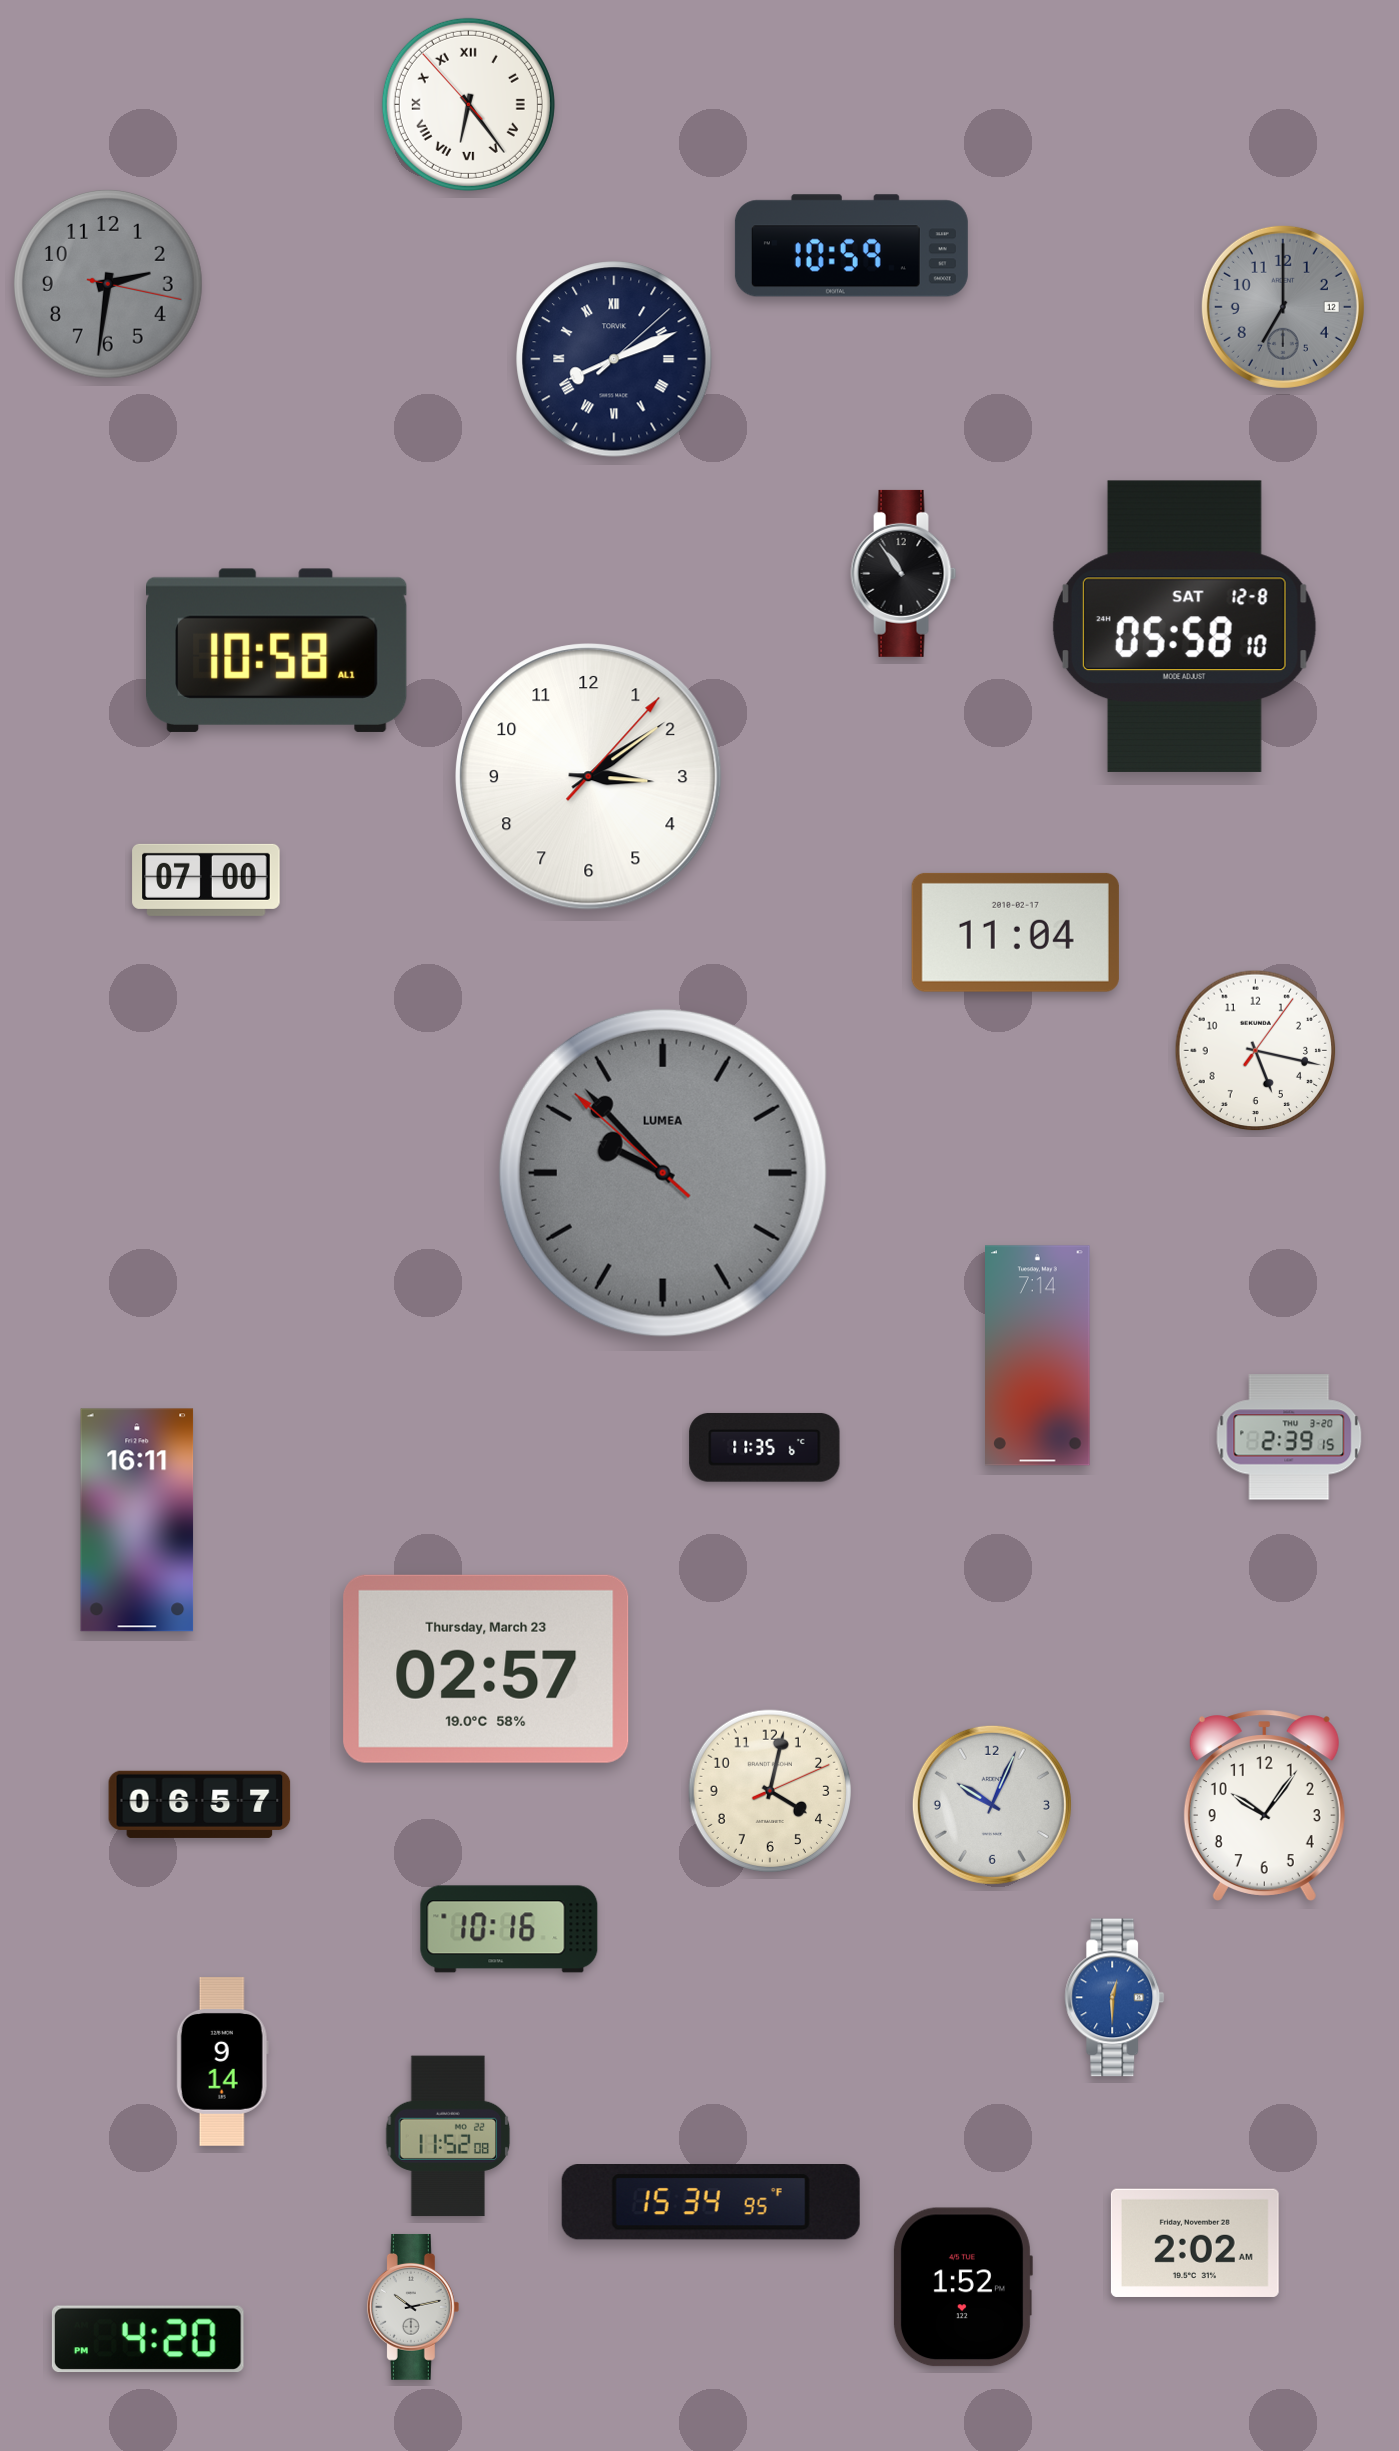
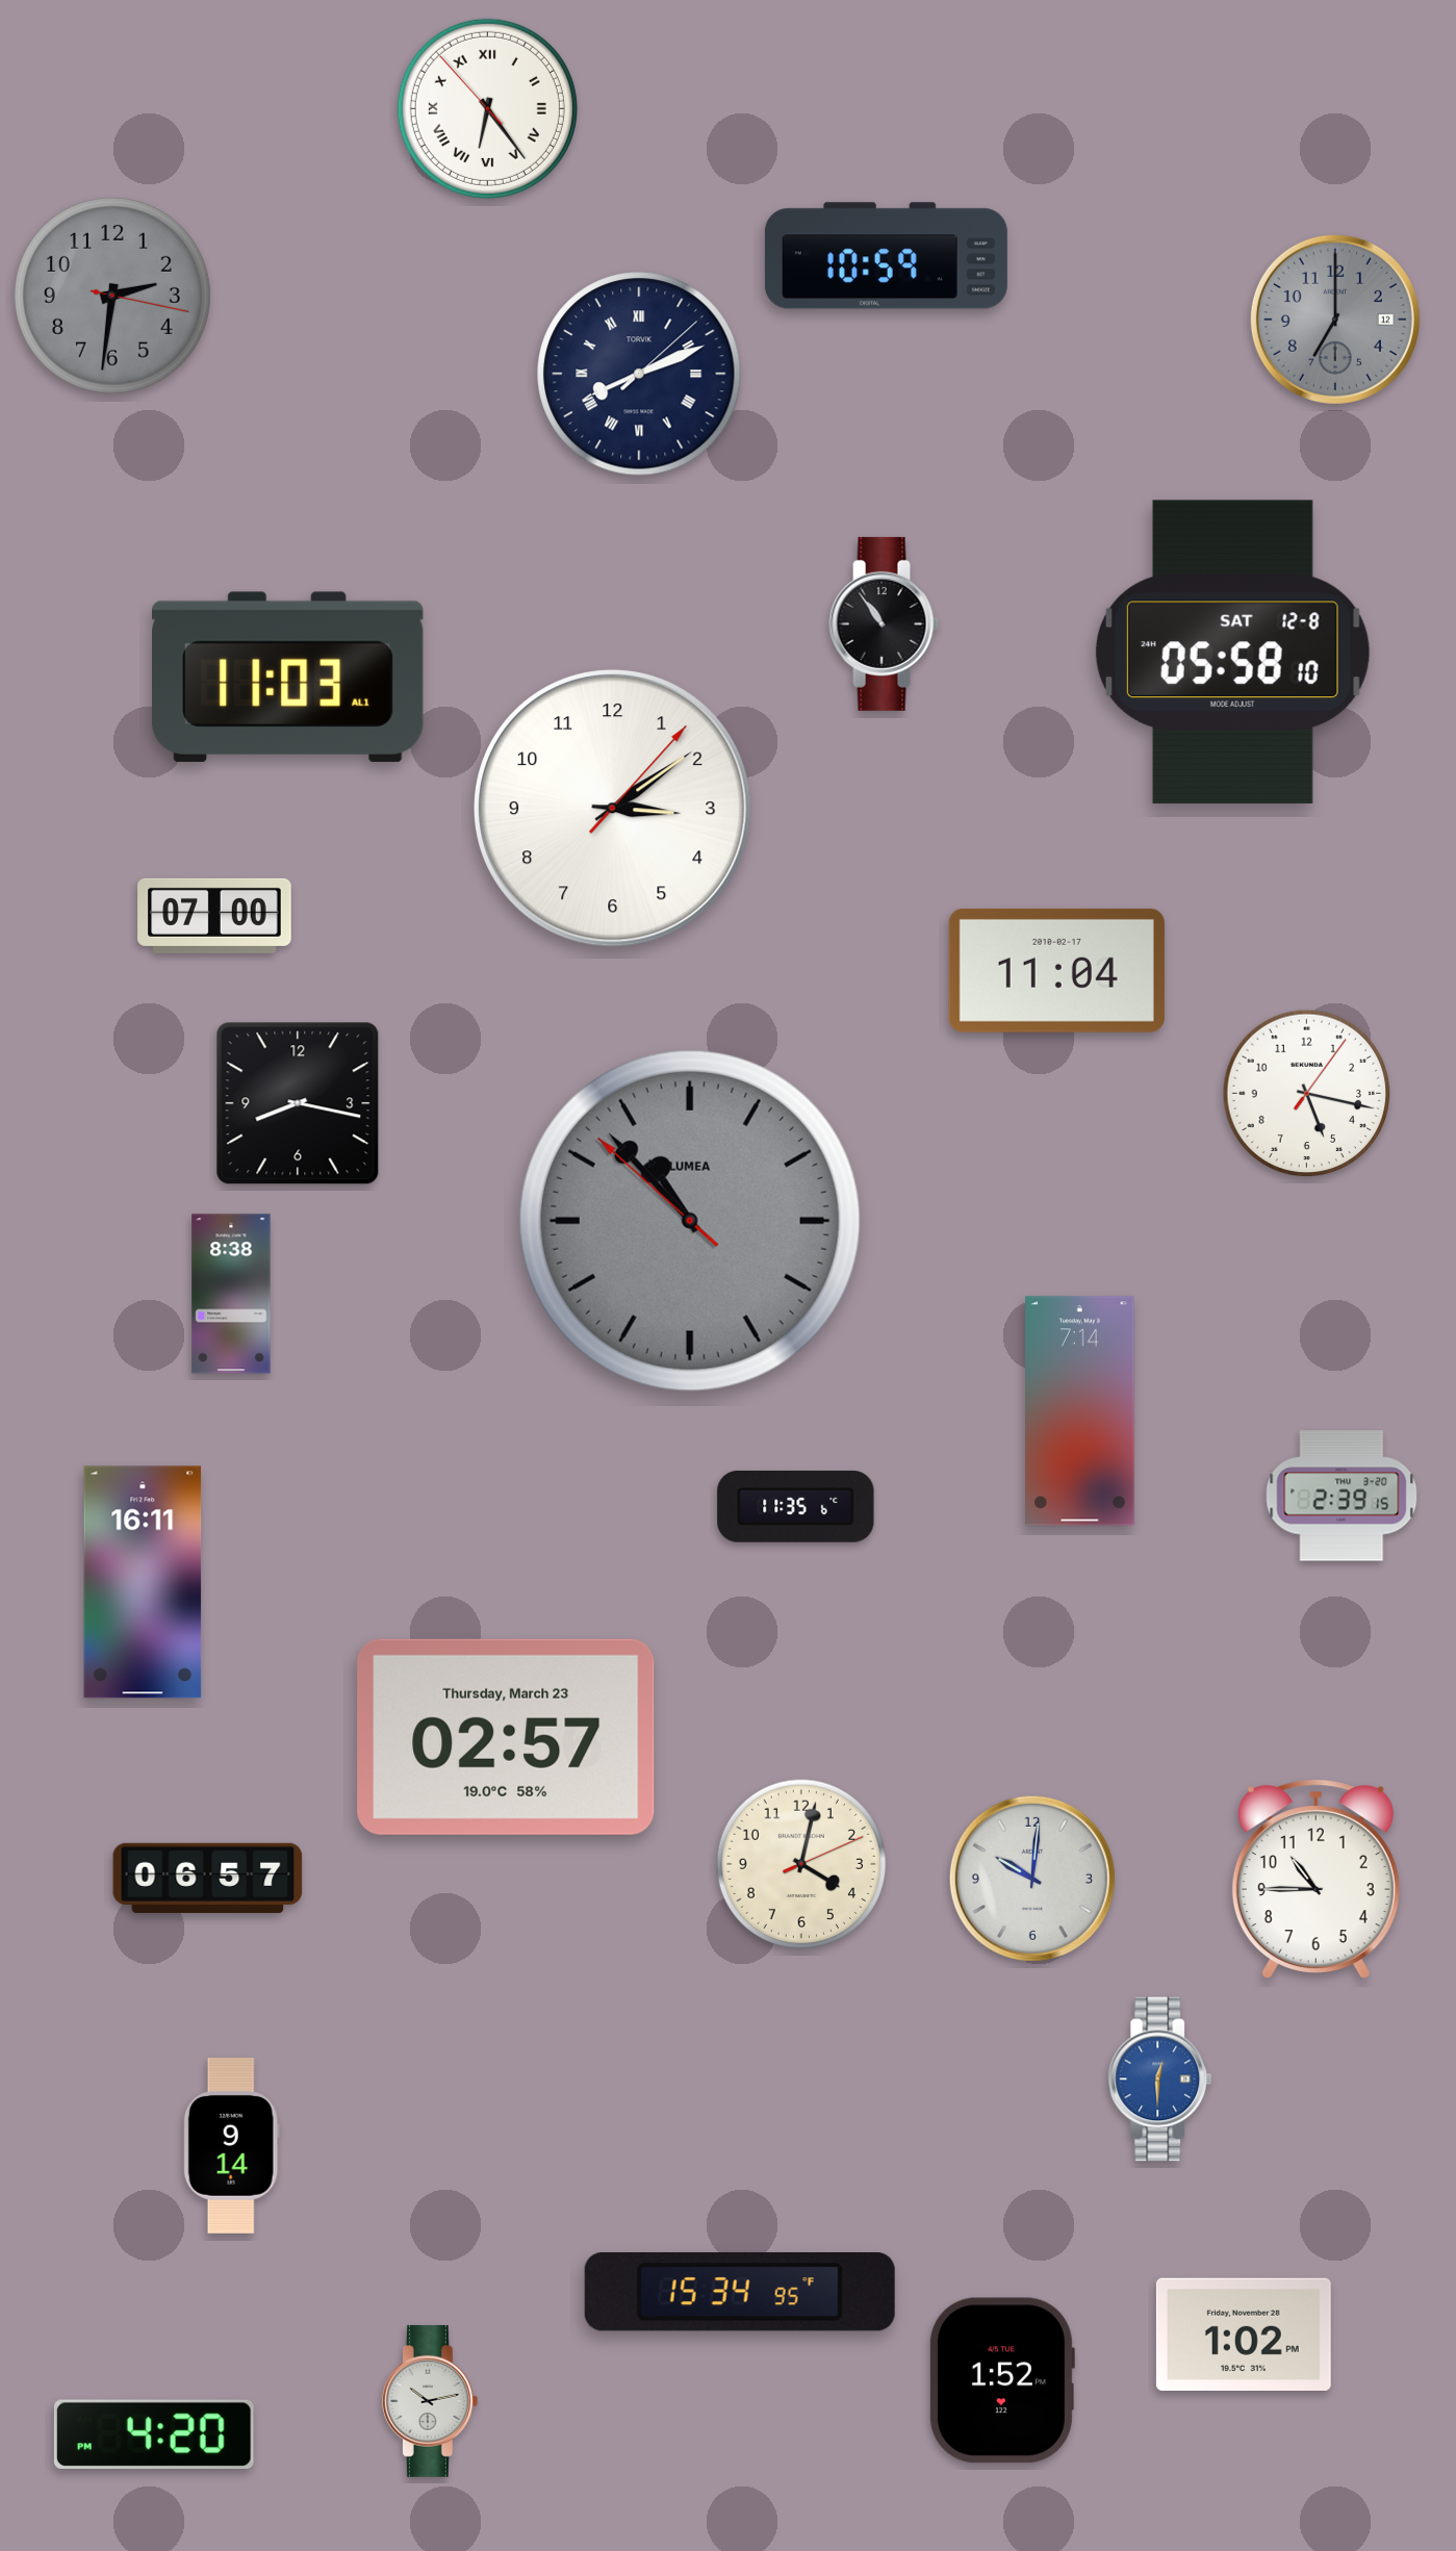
clock at (904, 573) position: (904, 573) -> (885, 623)
clock at (277, 650): 10:58 -> 11:03
clock at (298, 1103): none -> 8:17
clock at (663, 1173): 9:52 -> 10:52
clock at (231, 1294): none -> 8:38
clock at (992, 1805): 10:04 -> 10:01
clock at (1264, 1805): 10:06 -> 10:45
clock at (509, 1929): 10:16 -> none
clock at (448, 2136): 11:52 -> none
clock at (1195, 2243): 2:02 -> 1:02
